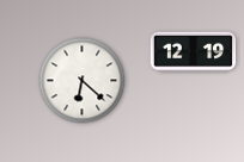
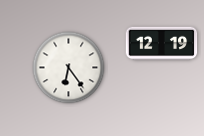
clock at (83, 81): 6:22 -> 6:24
